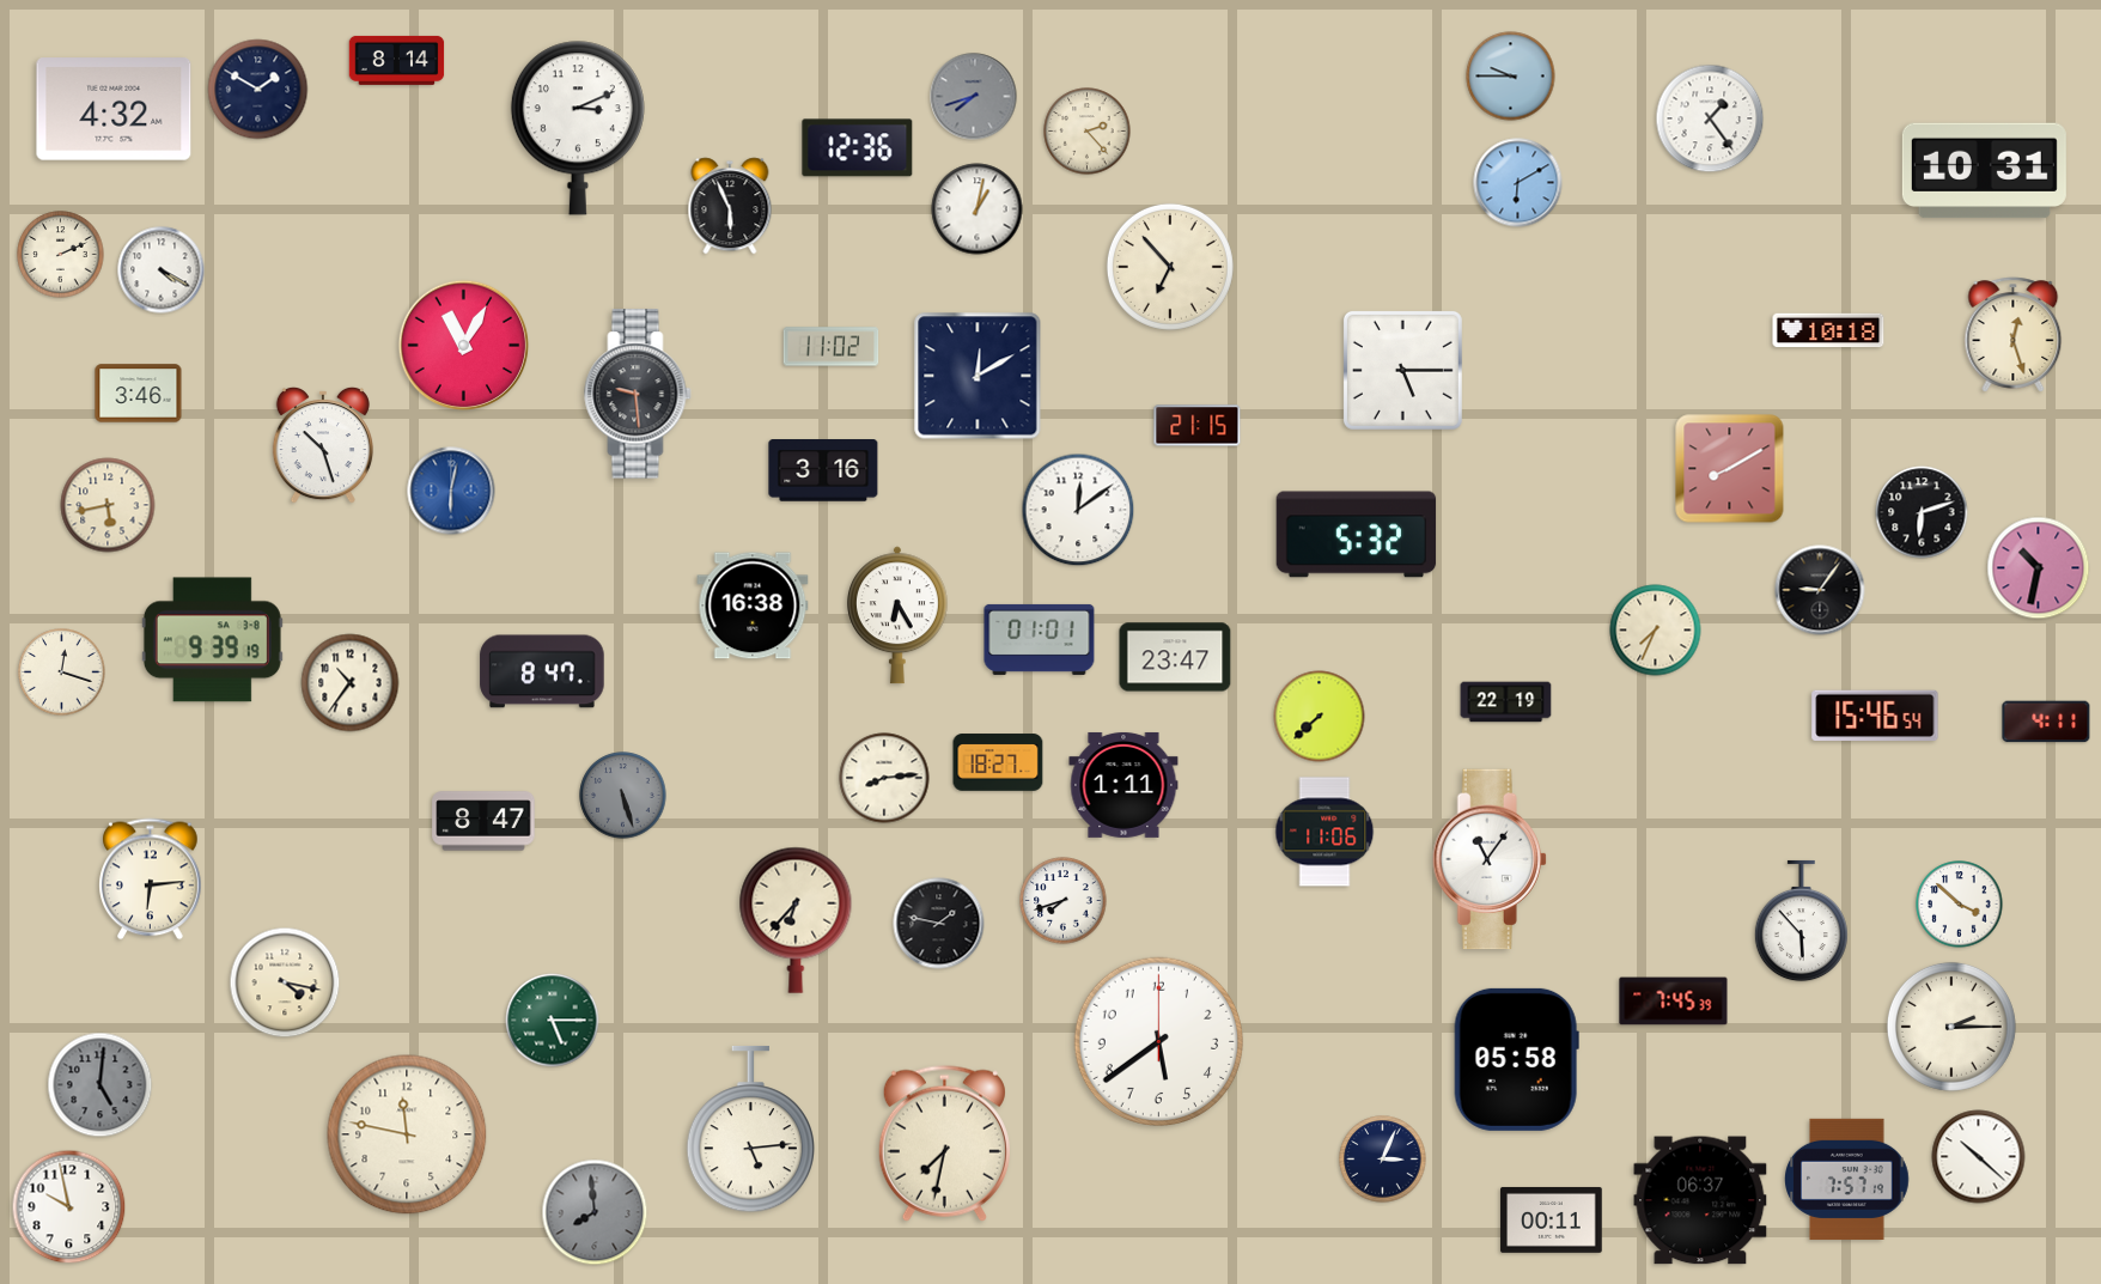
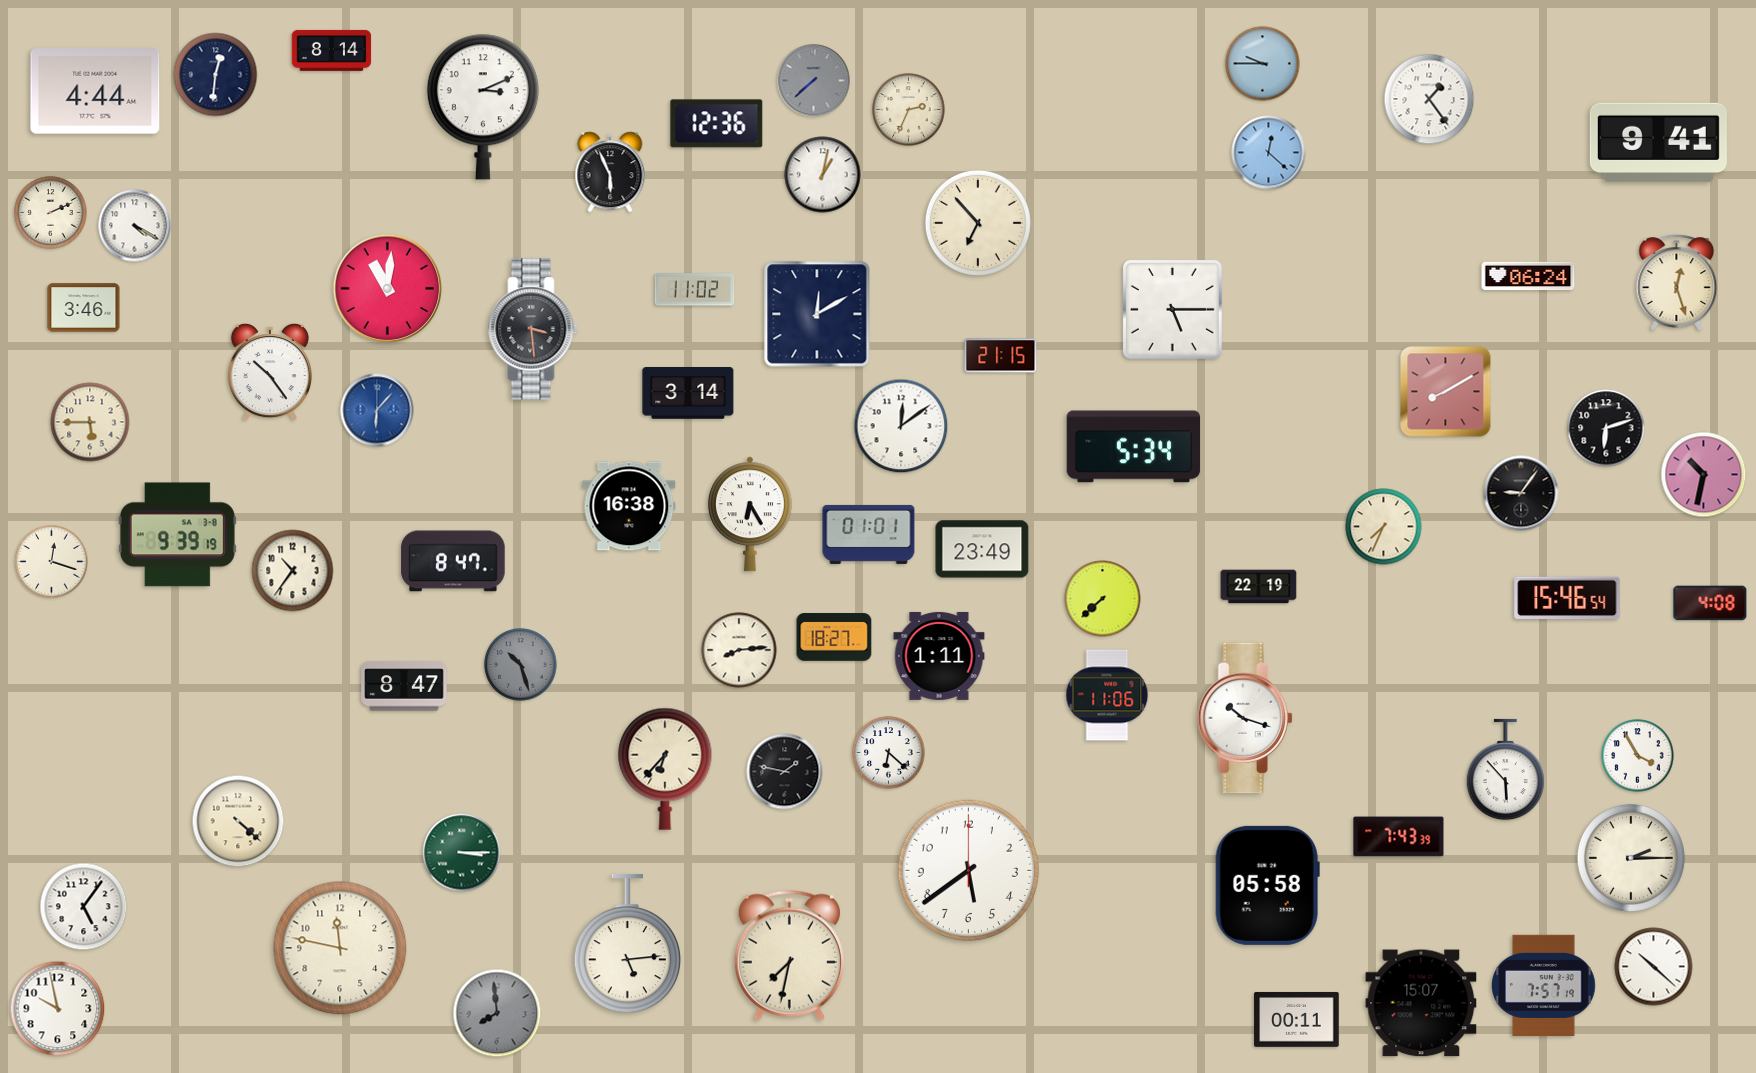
clock at (258, 90): 1:50 -> 12:31
clock at (974, 97): 7:42 -> 7:38
clock at (114, 109): 4:32 -> 4:44
clock at (1088, 132): 2:23 -> 2:34
clock at (1984, 171): 10:31 -> 9:41
clock at (1518, 183): 6:10 -> 12:22
clock at (978, 209) position: (978, 209) -> (823, 175)
clock at (1828, 330): 10:18 -> 06:24
clock at (2014, 335) position: (2014, 335) -> (1677, 283)
clock at (464, 346): 11:05 -> 11:01
clock at (139, 394) position: (139, 394) -> (84, 308)
clock at (638, 394): 9:29 -> 3:29
clock at (323, 445): 10:27 -> 10:24
clock at (823, 471): 3:16 -> 3:14
clock at (451, 491): 6:02 -> 6:07
clock at (108, 505): 5:43 -> 5:45
clock at (1357, 535): 5:32 -> 5:34
clock at (1175, 657): 23:47 -> 23:49
clock at (2046, 722): 4:11 -> 4:08
clock at (623, 796): 5:27 -> 10:27
clock at (1490, 859): 11:06 -> 10:18
clock at (151, 880): 6:14 -> none
clock at (1064, 901): 7:42 -> 6:22
clock at (1960, 905): 3:52 -> 3:55
clock at (285, 982): 4:17 -> 4:22
clock at (1674, 1002): 7:45 -> 7:43
clock at (553, 1021): 5:15 -> 3:15
clock at (101, 1085): 5:01 -> 5:06
clock at (101, 1085) dial: grey -> white
clock at (1383, 1160): 3:04 -> none
clock at (1700, 1200): 06:37 -> 15:07
